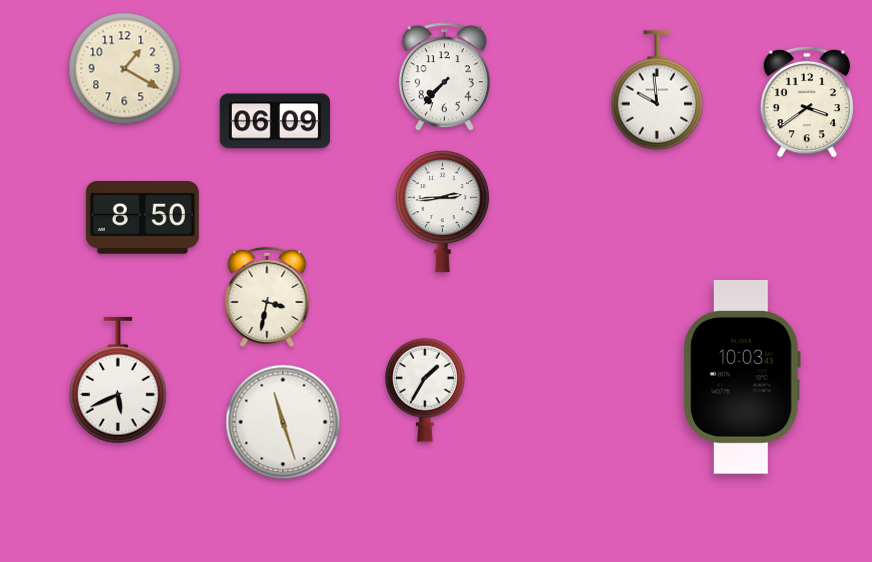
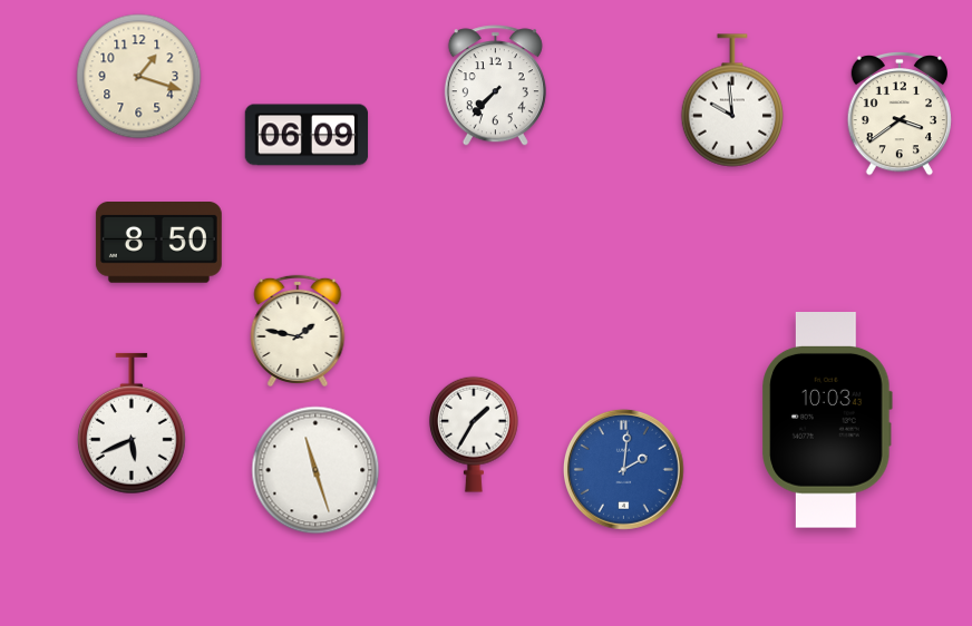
clock at (125, 69): 1:20 -> 1:18
clock at (442, 212): 2:44 -> none
clock at (267, 297): 3:32 -> 1:47
clock at (624, 470): none -> 2:01
